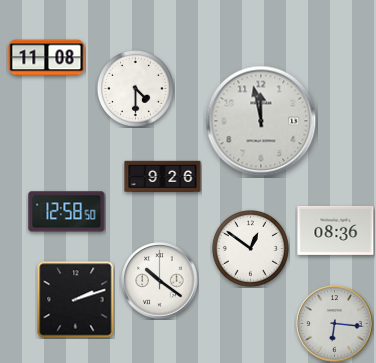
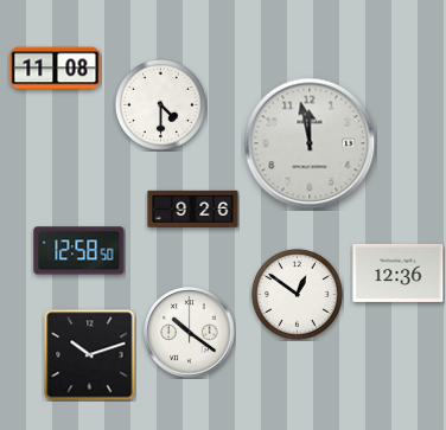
clock at (336, 230): 08:36 -> 12:36
clock at (76, 300): 2:12 -> 10:12
clock at (335, 324): 6:16 -> none
